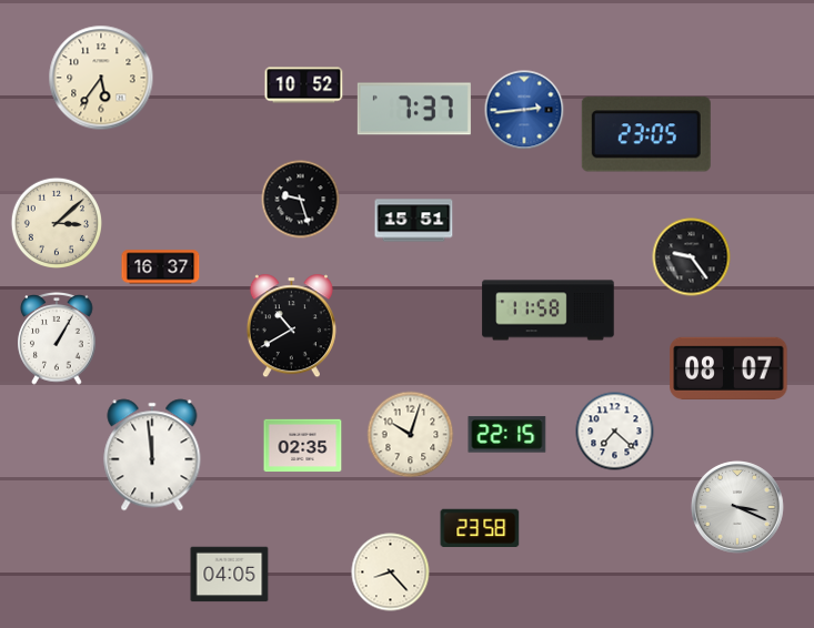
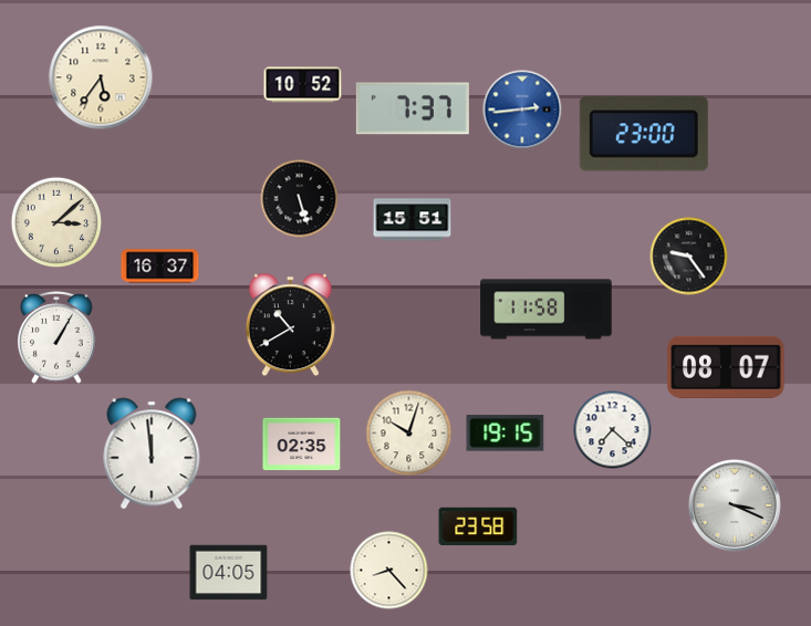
clock at (646, 134): 23:05 -> 23:00
clock at (301, 200): 9:27 -> 5:27
clock at (508, 435): 22:15 -> 19:15
